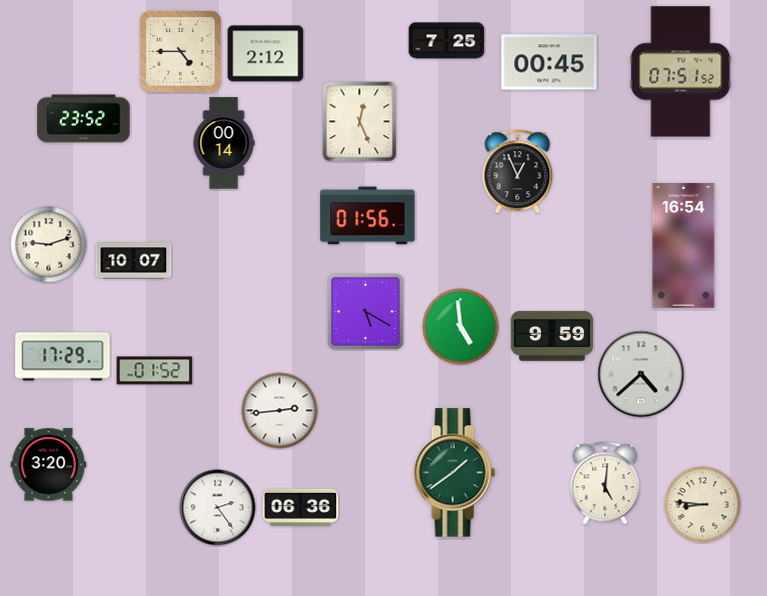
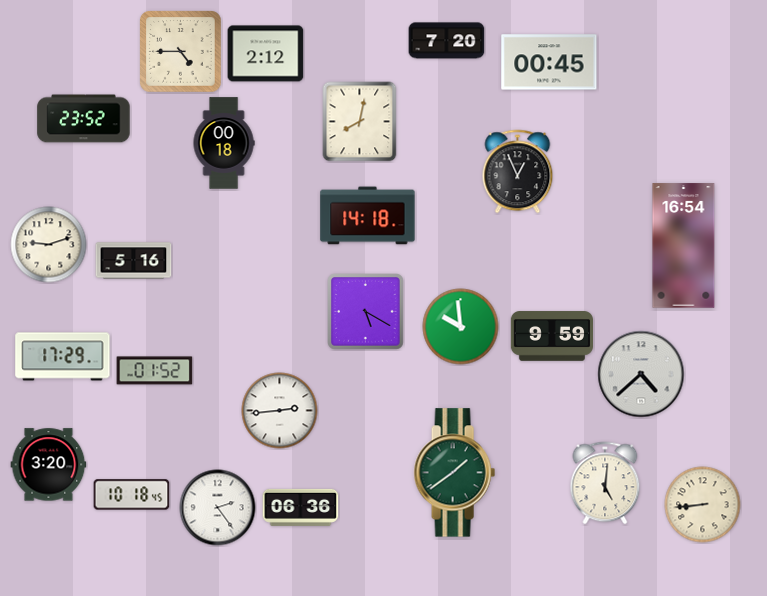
clock at (447, 41): 7:25 -> 7:20
clock at (681, 72): 07:51 -> none
clock at (360, 122): 12:26 -> 8:02
clock at (224, 143): 00:14 -> 00:18
clock at (368, 216): 01:56 -> 14:18
clock at (134, 261): 10:07 -> 5:16
clock at (461, 327): 4:59 -> 9:59
clock at (132, 495): none -> 10:18
clock at (703, 505): 8:46 -> 8:44
